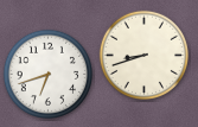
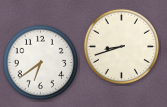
clock at (47, 74): 6:42 -> 6:39
